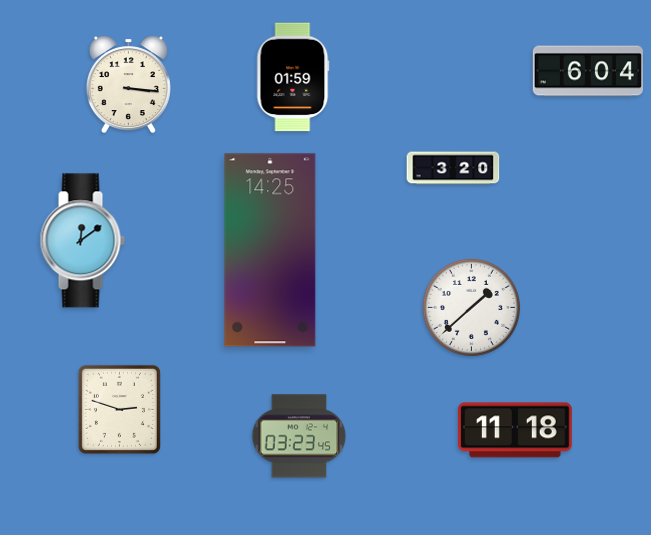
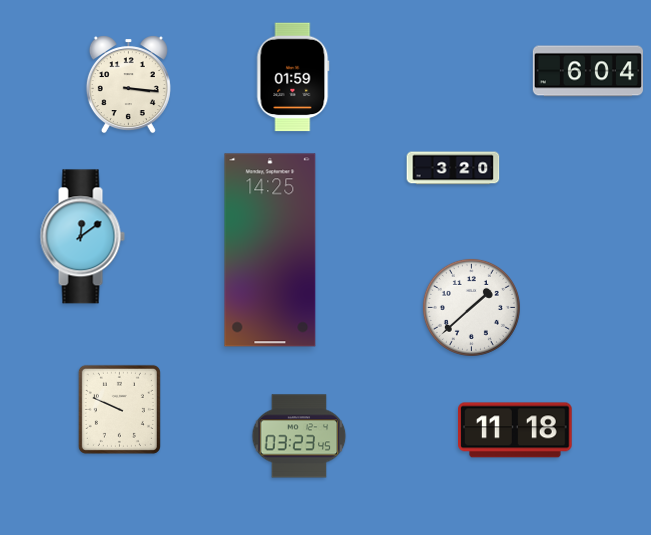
clock at (82, 241) position: (82, 241) -> (82, 237)
clock at (119, 409): 2:48 -> 9:49
